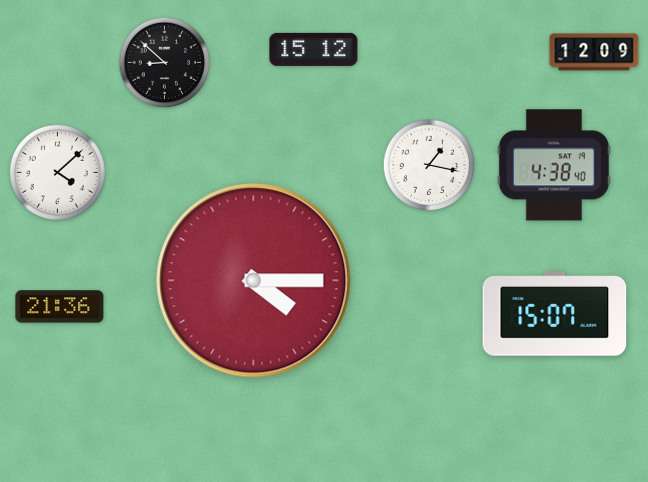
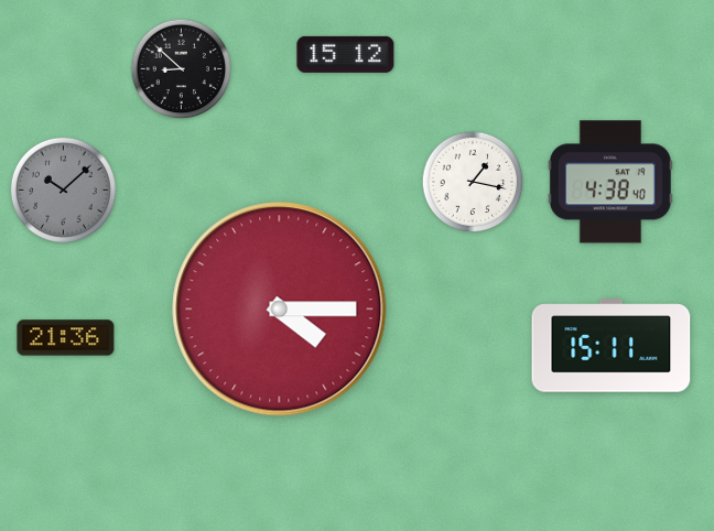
clock at (594, 52): 12:09 -> none
clock at (57, 172): 4:08 -> 10:08
clock at (57, 172) dial: white -> grey
clock at (555, 314): 15:07 -> 15:11
